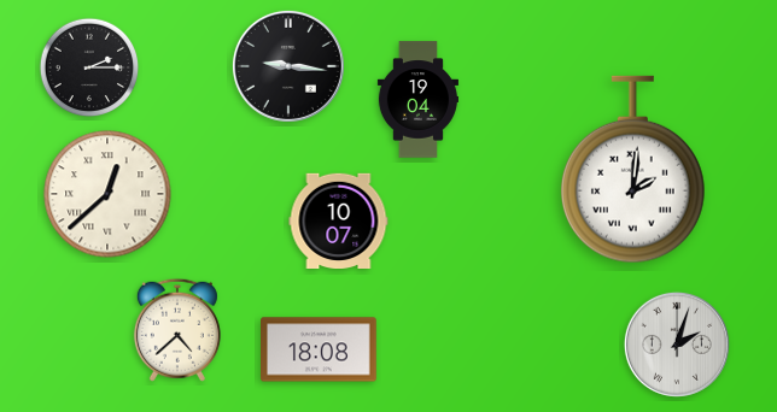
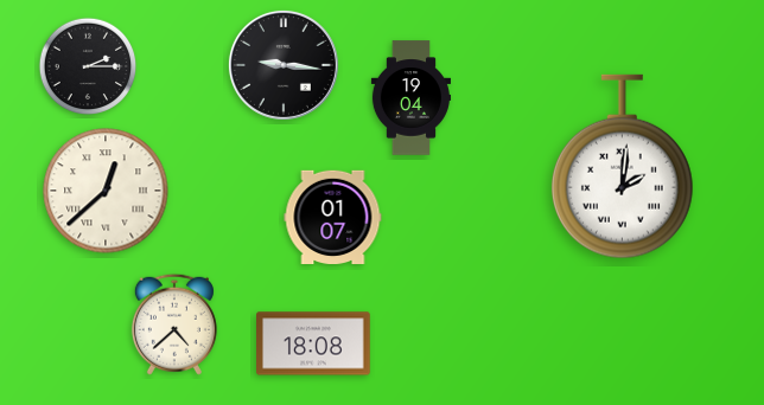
clock at (339, 220): 10:07 -> 01:07
clock at (677, 345): 2:03 -> none
